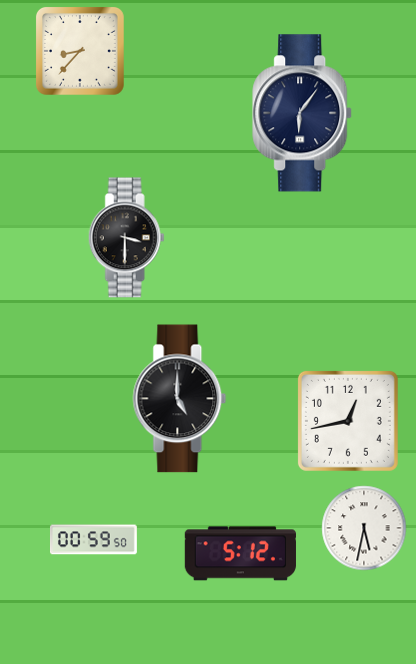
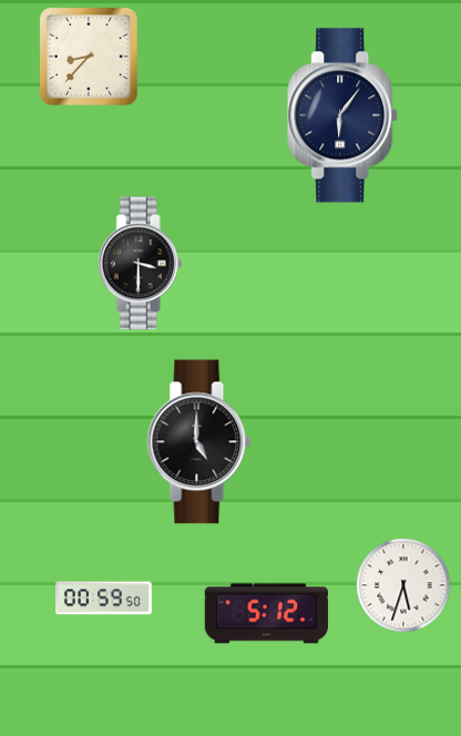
clock at (303, 113) position: (303, 113) -> (344, 115)
clock at (348, 421): 12:43 -> none
clock at (364, 528): 5:32 -> 5:33
